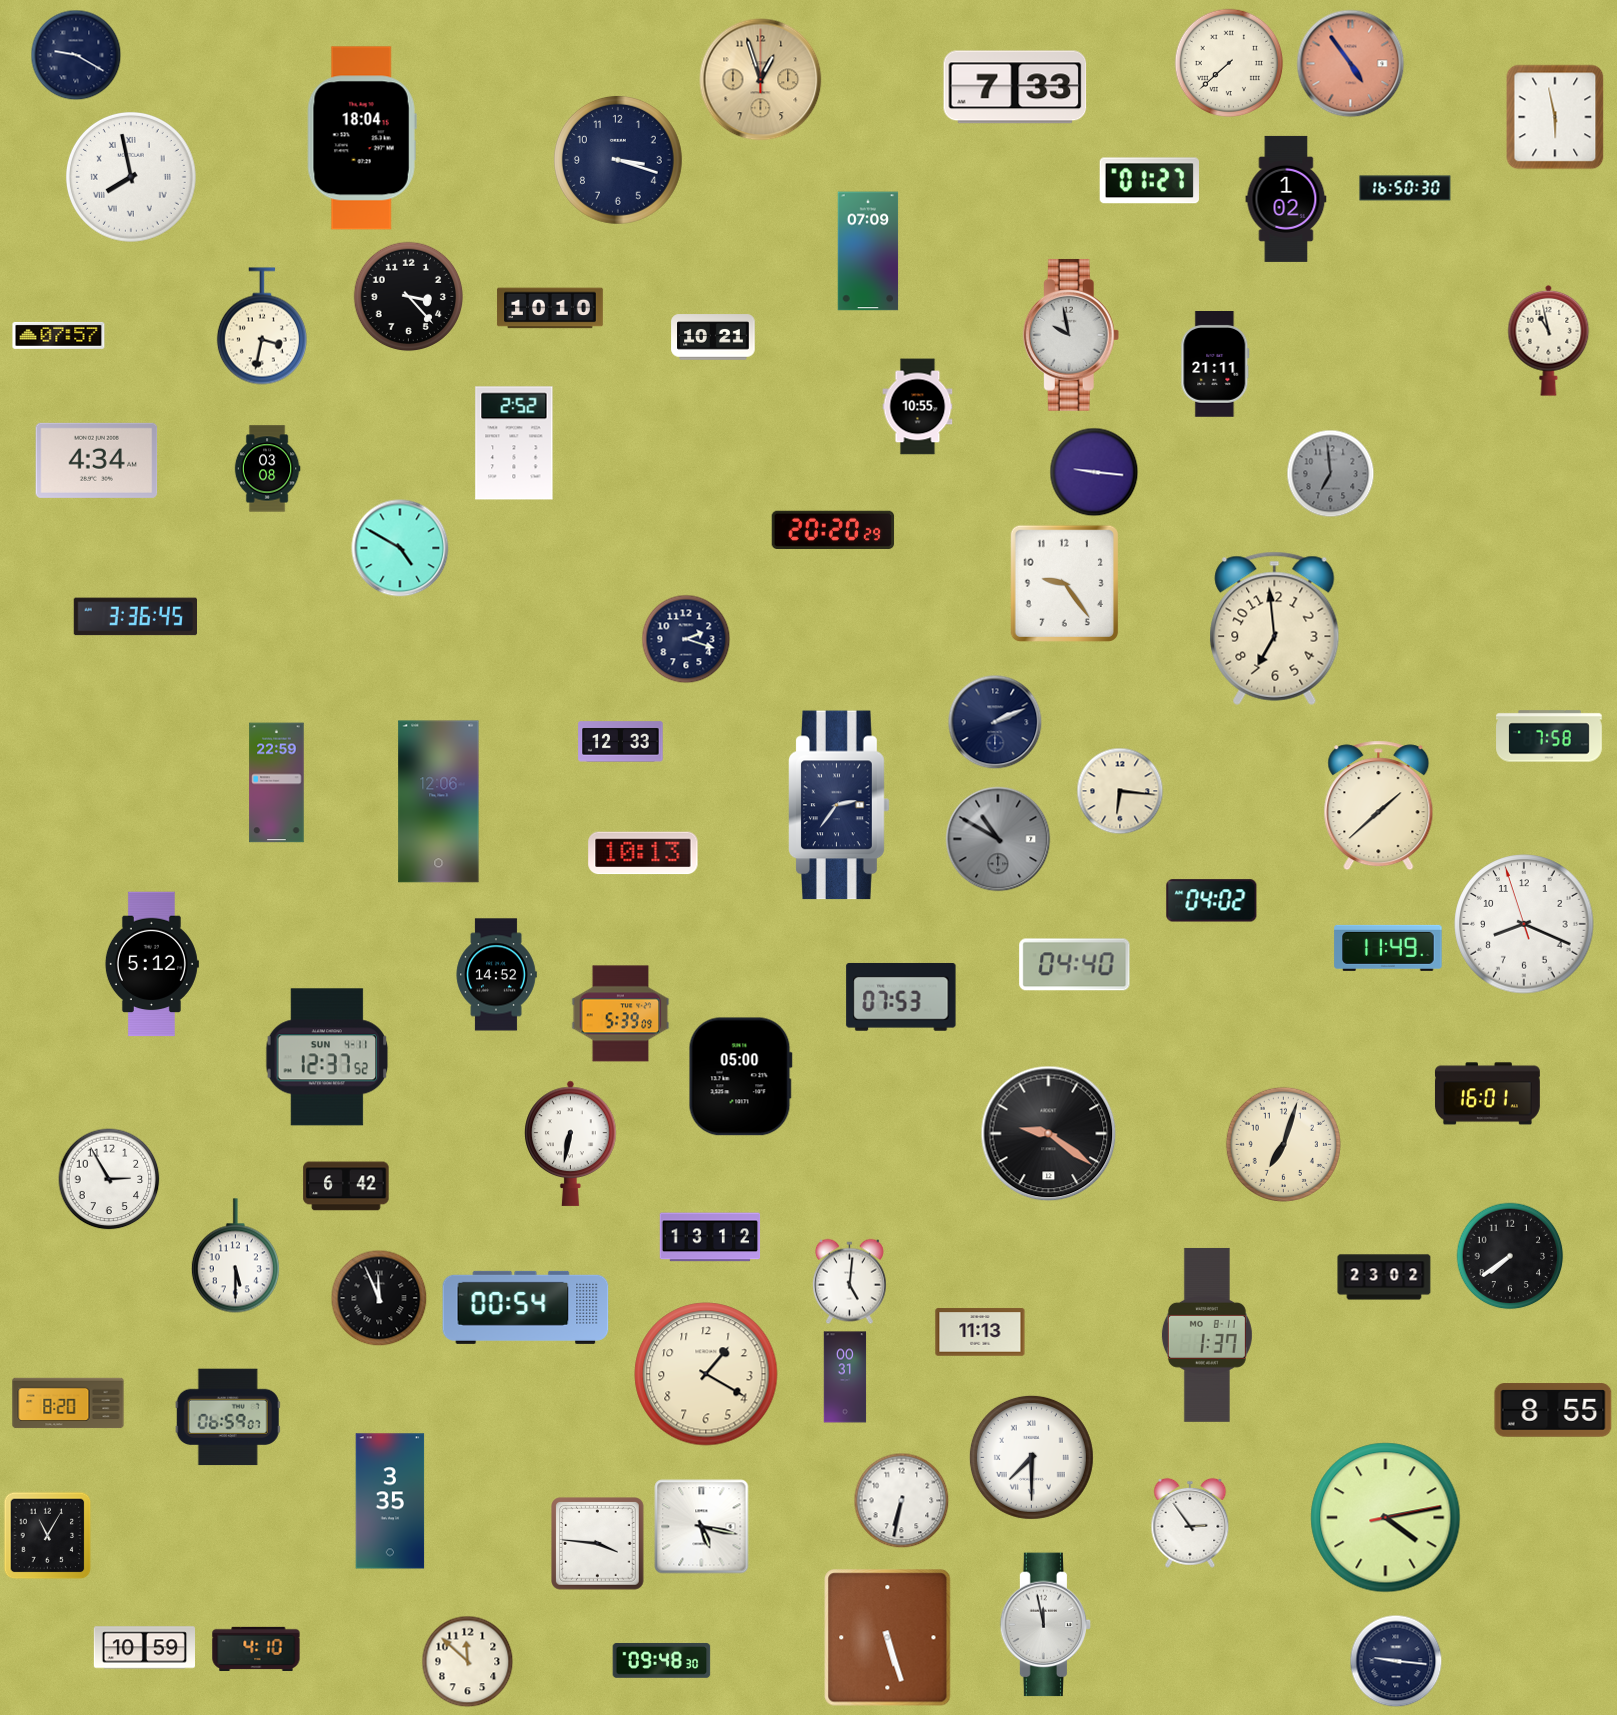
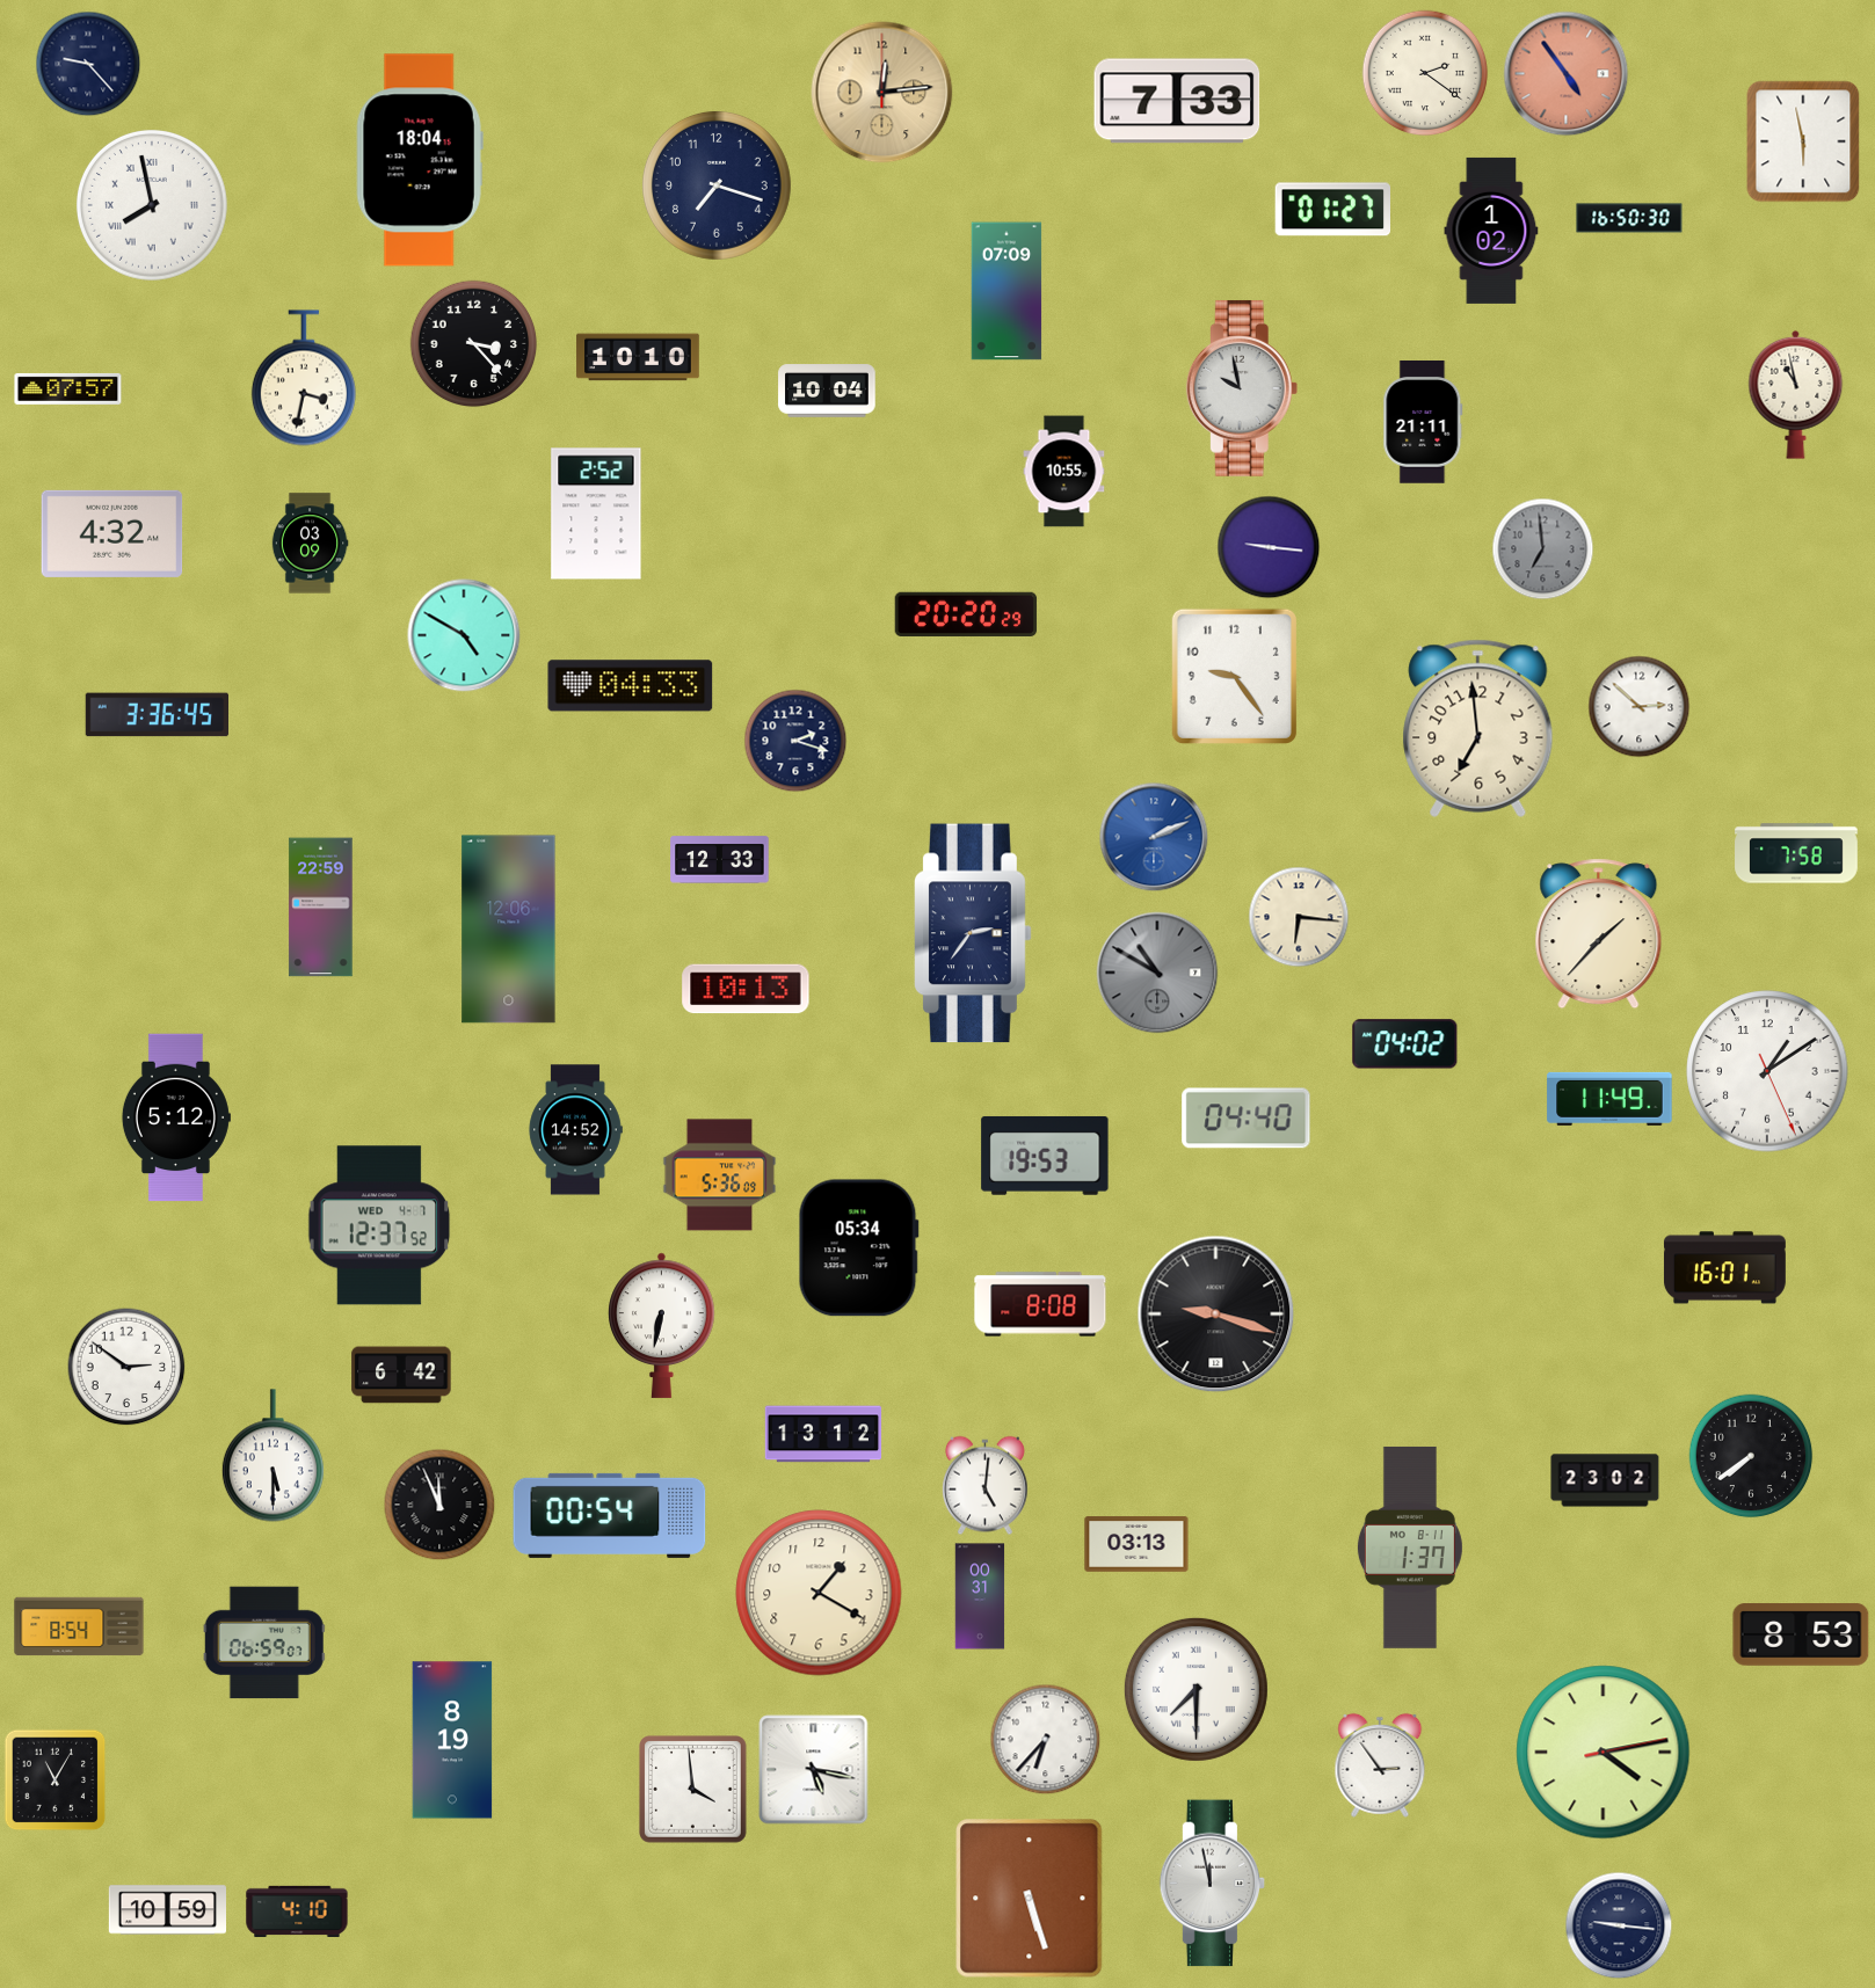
clock at (76, 55): 9:20 -> 9:23
clock at (1229, 63): 7:38 -> 2:21
clock at (761, 80): 12:57 -> 12:14
clock at (1555, 117) position: (1555, 117) -> (1803, 141)
clock at (618, 160): 3:18 -> 7:18
clock at (713, 337): 10:21 -> 10:04
clock at (1215, 365) position: (1215, 365) -> (1423, 423)
clock at (97, 460): 4:34 -> 4:32
clock at (267, 469): 03:08 -> 03:09
clock at (631, 686): none -> 04:33
clock at (1640, 707): none -> 2:52
clock at (995, 722) dial: navy -> blue
clock at (1379, 806): 1:38 -> 1:37
clock at (1524, 924): 8:18 -> 1:09
clock at (901, 997): 07:53 -> 19:53
clock at (621, 1014): 5:39 -> 5:36
clock at (327, 1057) date: SUN 4-11 -> WED 4-7
clock at (740, 1077): 05:00 -> 05:34
clock at (1040, 1304): none -> 8:08
clock at (1049, 1134): 9:21 -> 9:18
clock at (1283, 1144): 7:03 -> none
clock at (109, 1179): 2:55 -> 2:51
clock at (980, 1332): 11:13 -> 03:13
clock at (1207, 1335) position: (1207, 1335) -> (1410, 1548)
clock at (68, 1403): 8:20 -> 8:54
clock at (1553, 1410): 8:55 -> 8:53
clock at (390, 1501): 3:35 -> 8:19
clock at (902, 1501): 6:32 -> 6:37
clock at (1386, 1518) position: (1386, 1518) -> (1604, 1753)
clock at (598, 1544): 3:46 -> 3:59
clock at (662, 1661): 09:48 -> none
clock at (468, 1662): 11:52 -> none
